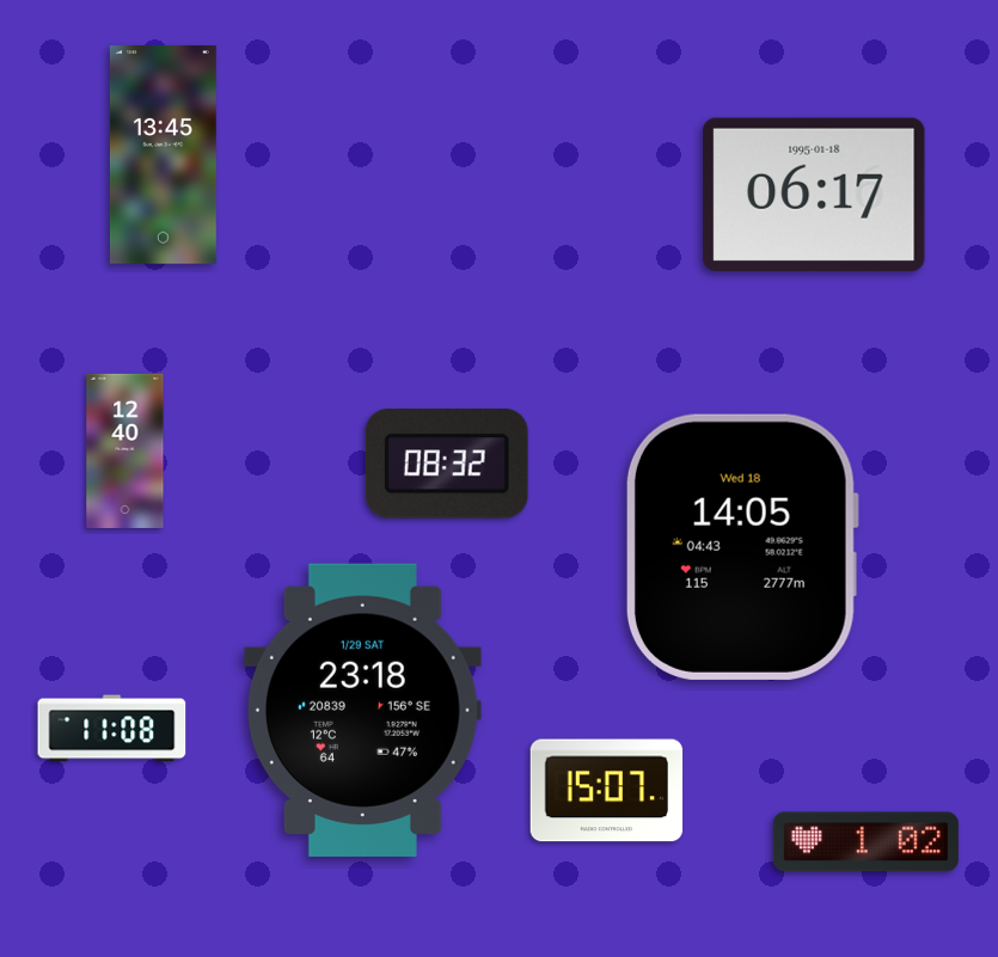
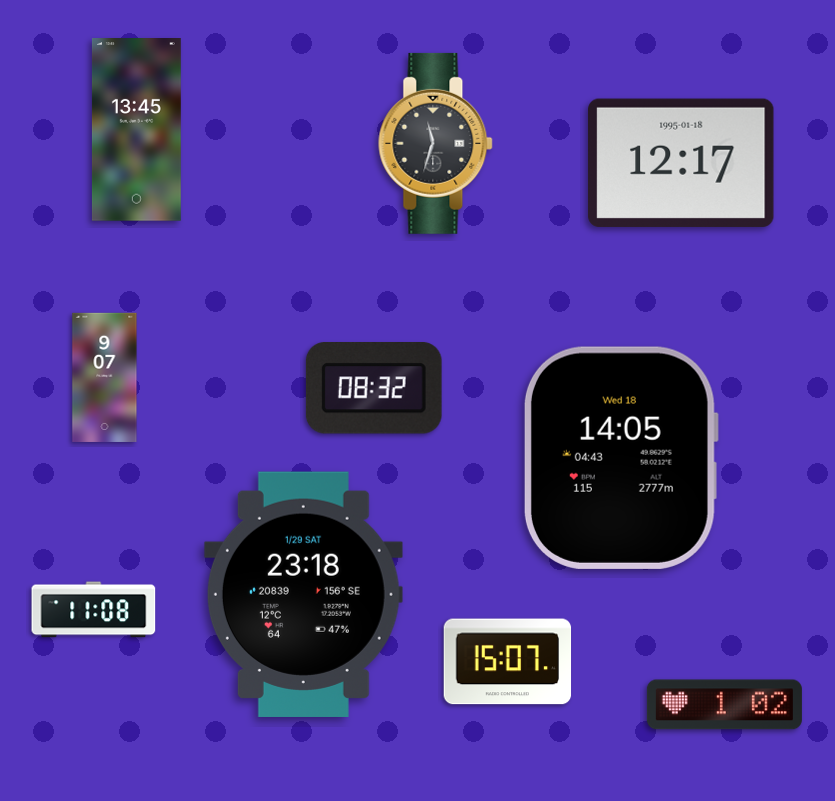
clock at (436, 143): none -> 11:33
clock at (814, 195): 06:17 -> 12:17
clock at (125, 450): 12:40 -> 9:07
